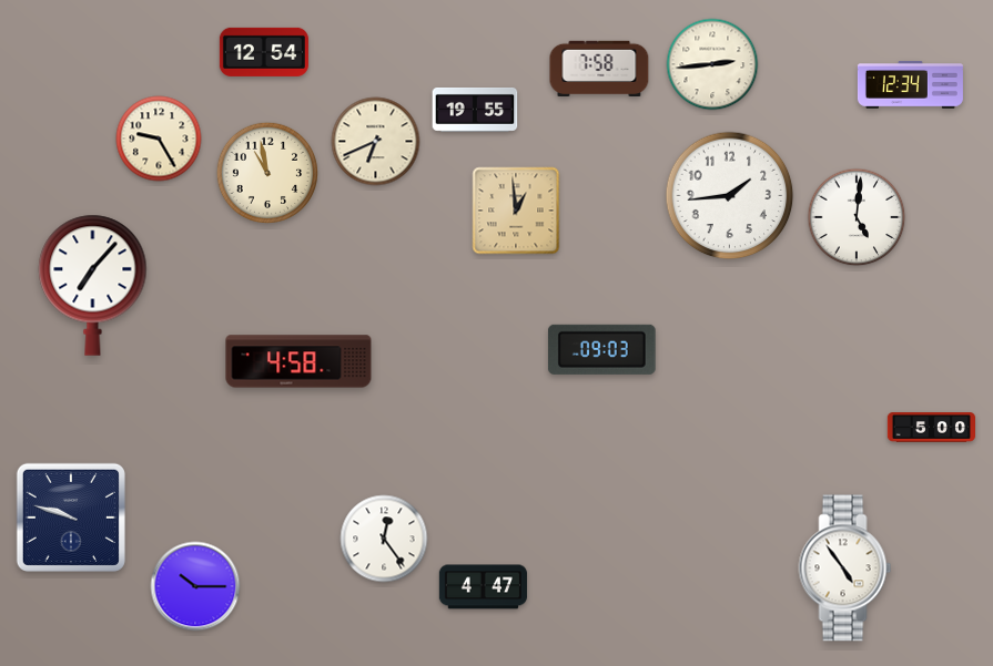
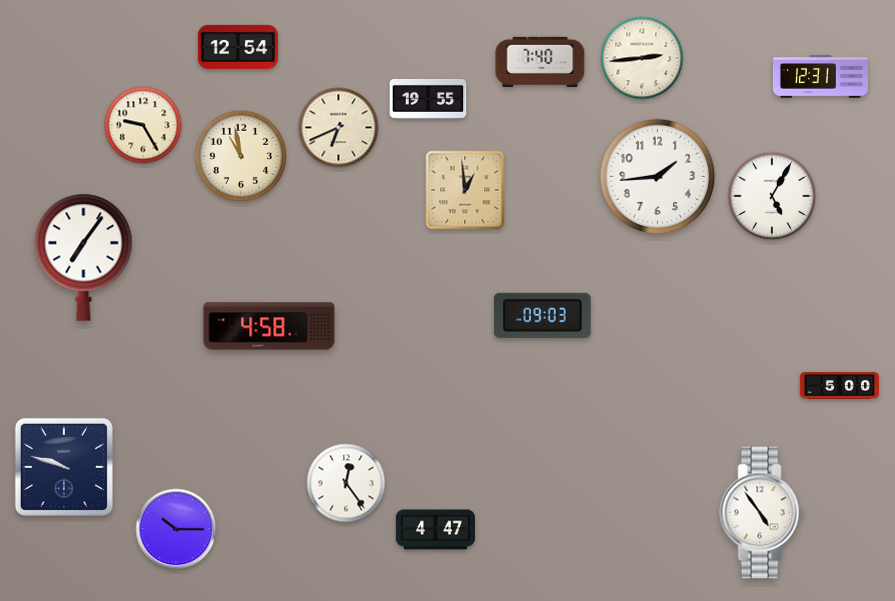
clock at (599, 68): 7:58 -> 7:40
clock at (910, 85): 12:34 -> 12:31
clock at (857, 217): 5:01 -> 5:05
clock at (93, 285): 7:07 -> 7:06
clock at (384, 539) position: (384, 539) -> (346, 483)
